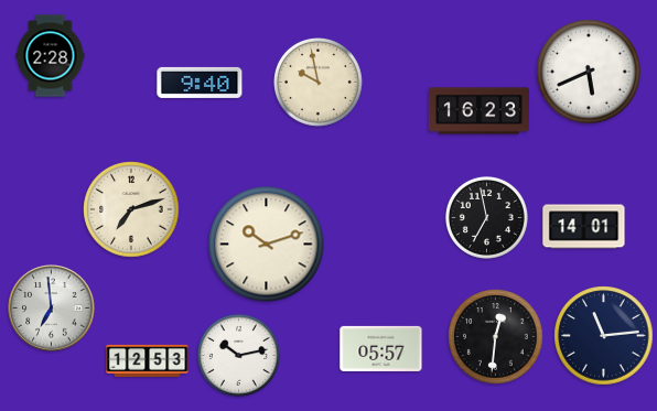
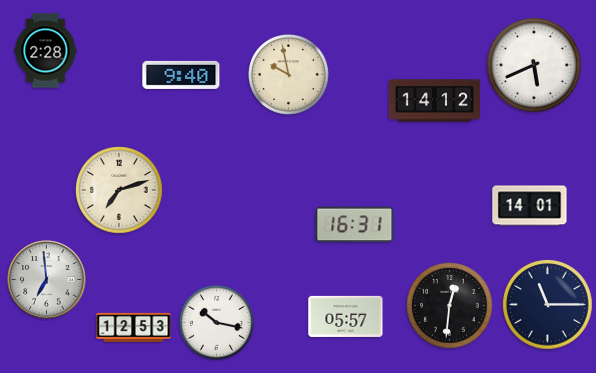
clock at (478, 111): 16:23 -> 14:12
clock at (486, 217): 6:58 -> none
clock at (267, 245): 10:12 -> none
clock at (355, 225): none -> 16:31
clock at (604, 336): 11:14 -> 11:15
clock at (238, 355): 10:13 -> 10:17
